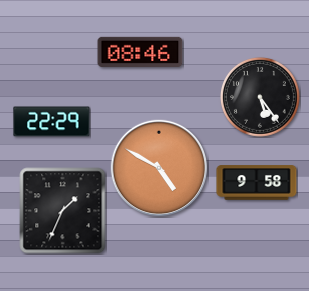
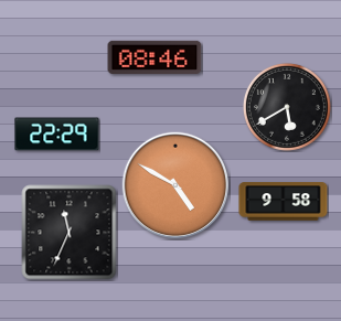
clock at (260, 97): 5:24 -> 5:40
clock at (63, 211): 1:34 -> 11:34
